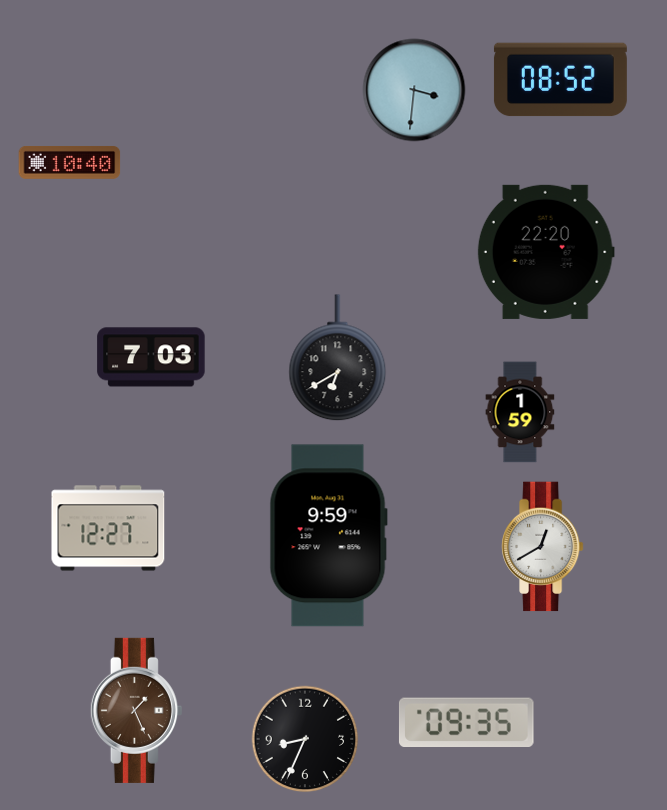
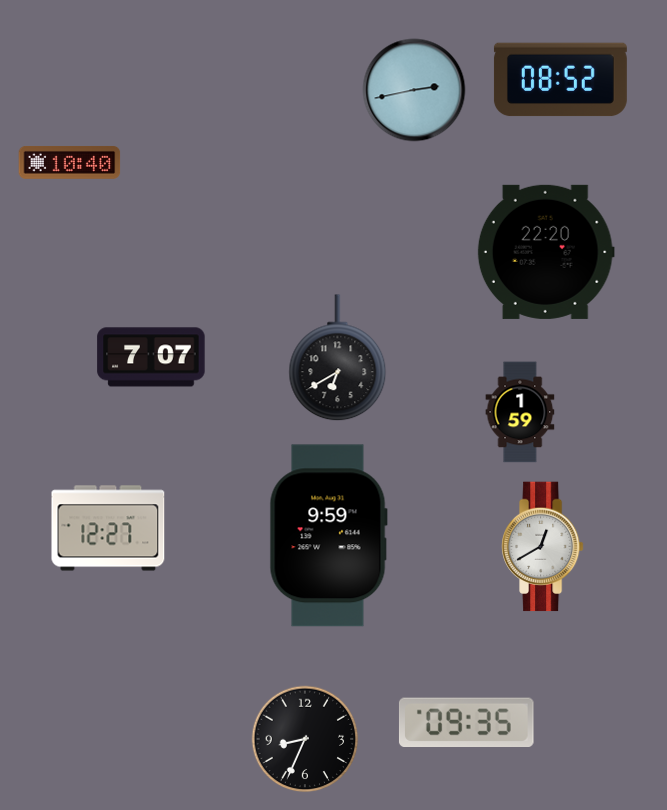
clock at (414, 90): 3:31 -> 2:43
clock at (151, 357): 7:03 -> 7:07
clock at (136, 710): 1:26 -> none
